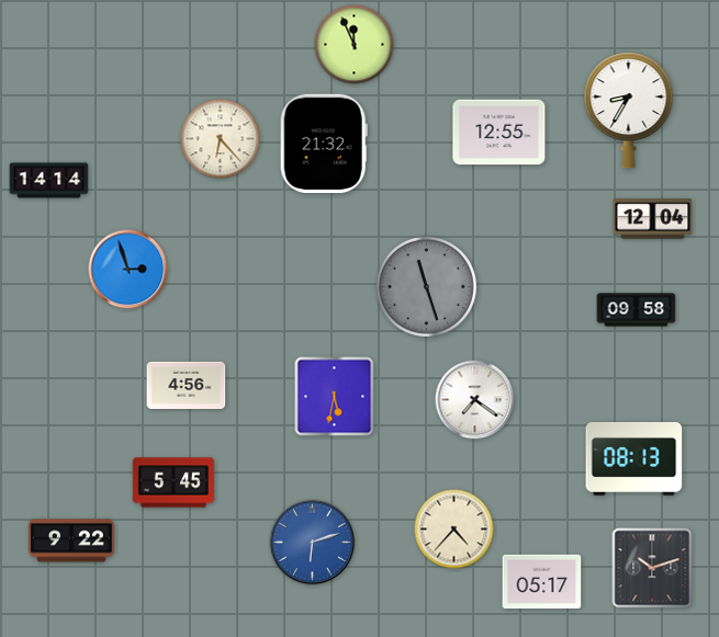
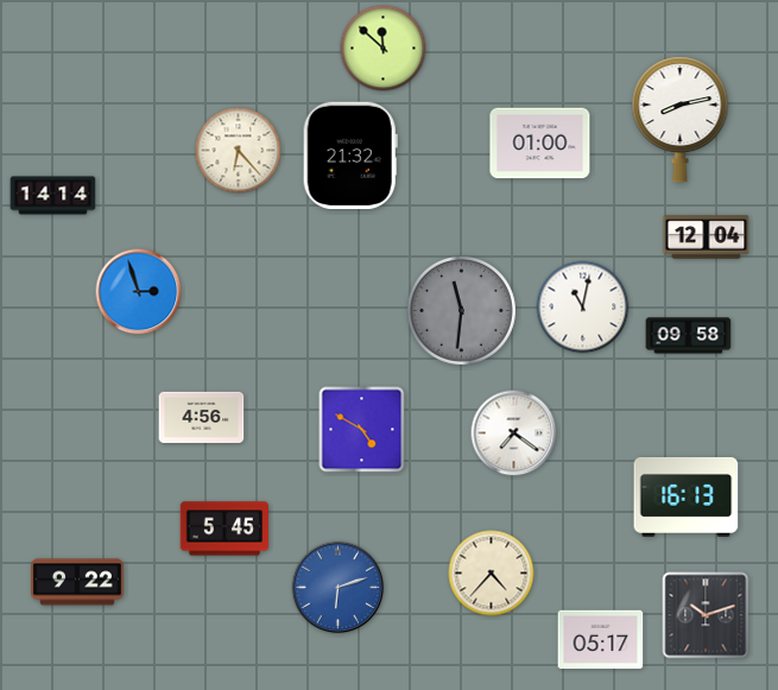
clock at (355, 45): 11:56 -> 11:52
clock at (629, 111): 8:35 -> 8:13
clock at (499, 133): 12:55 -> 01:00
clock at (583, 308): none -> 11:02
clock at (426, 286): 11:27 -> 11:31
clock at (335, 397): 5:32 -> 4:50
clock at (634, 459): 08:13 -> 16:13
clock at (172, 482) position: (172, 482) -> (223, 528)
clock at (71, 541) position: (71, 541) -> (77, 582)
clock at (542, 582) position: (542, 582) -> (601, 640)
